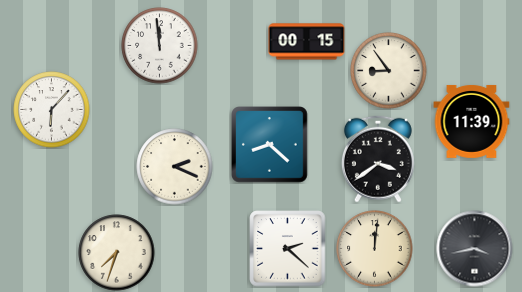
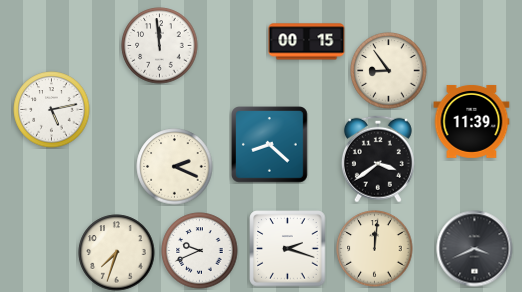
clock at (52, 110): 6:07 -> 5:13
clock at (288, 249): 2:22 -> 2:18
clock at (475, 249): 3:43 -> 3:41
clock at (200, 251): none -> 9:41
